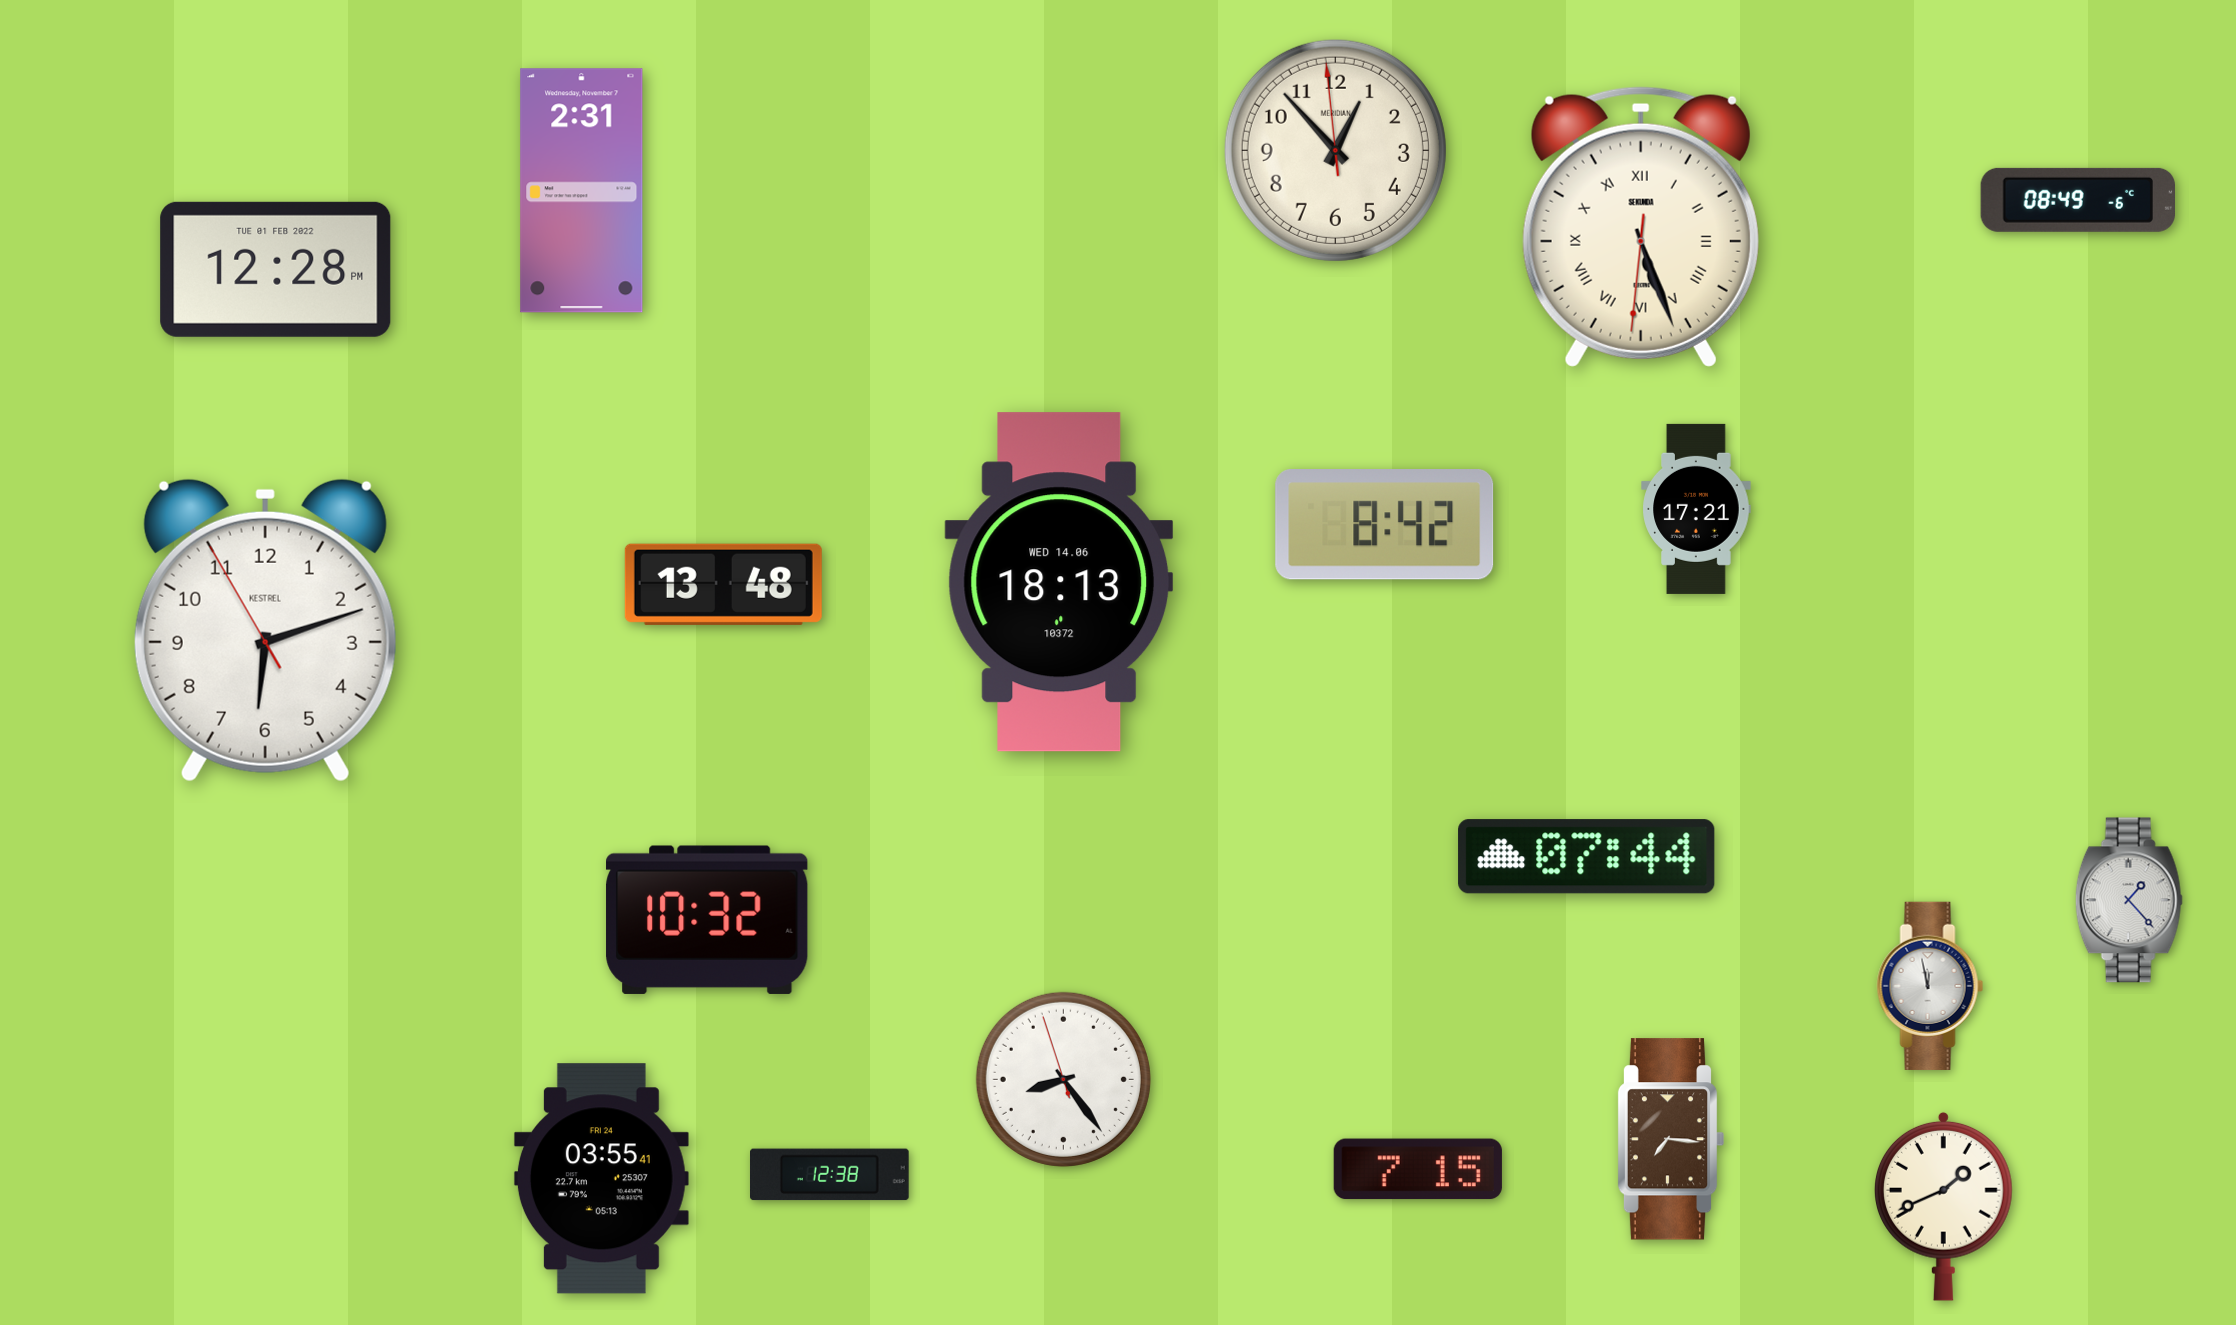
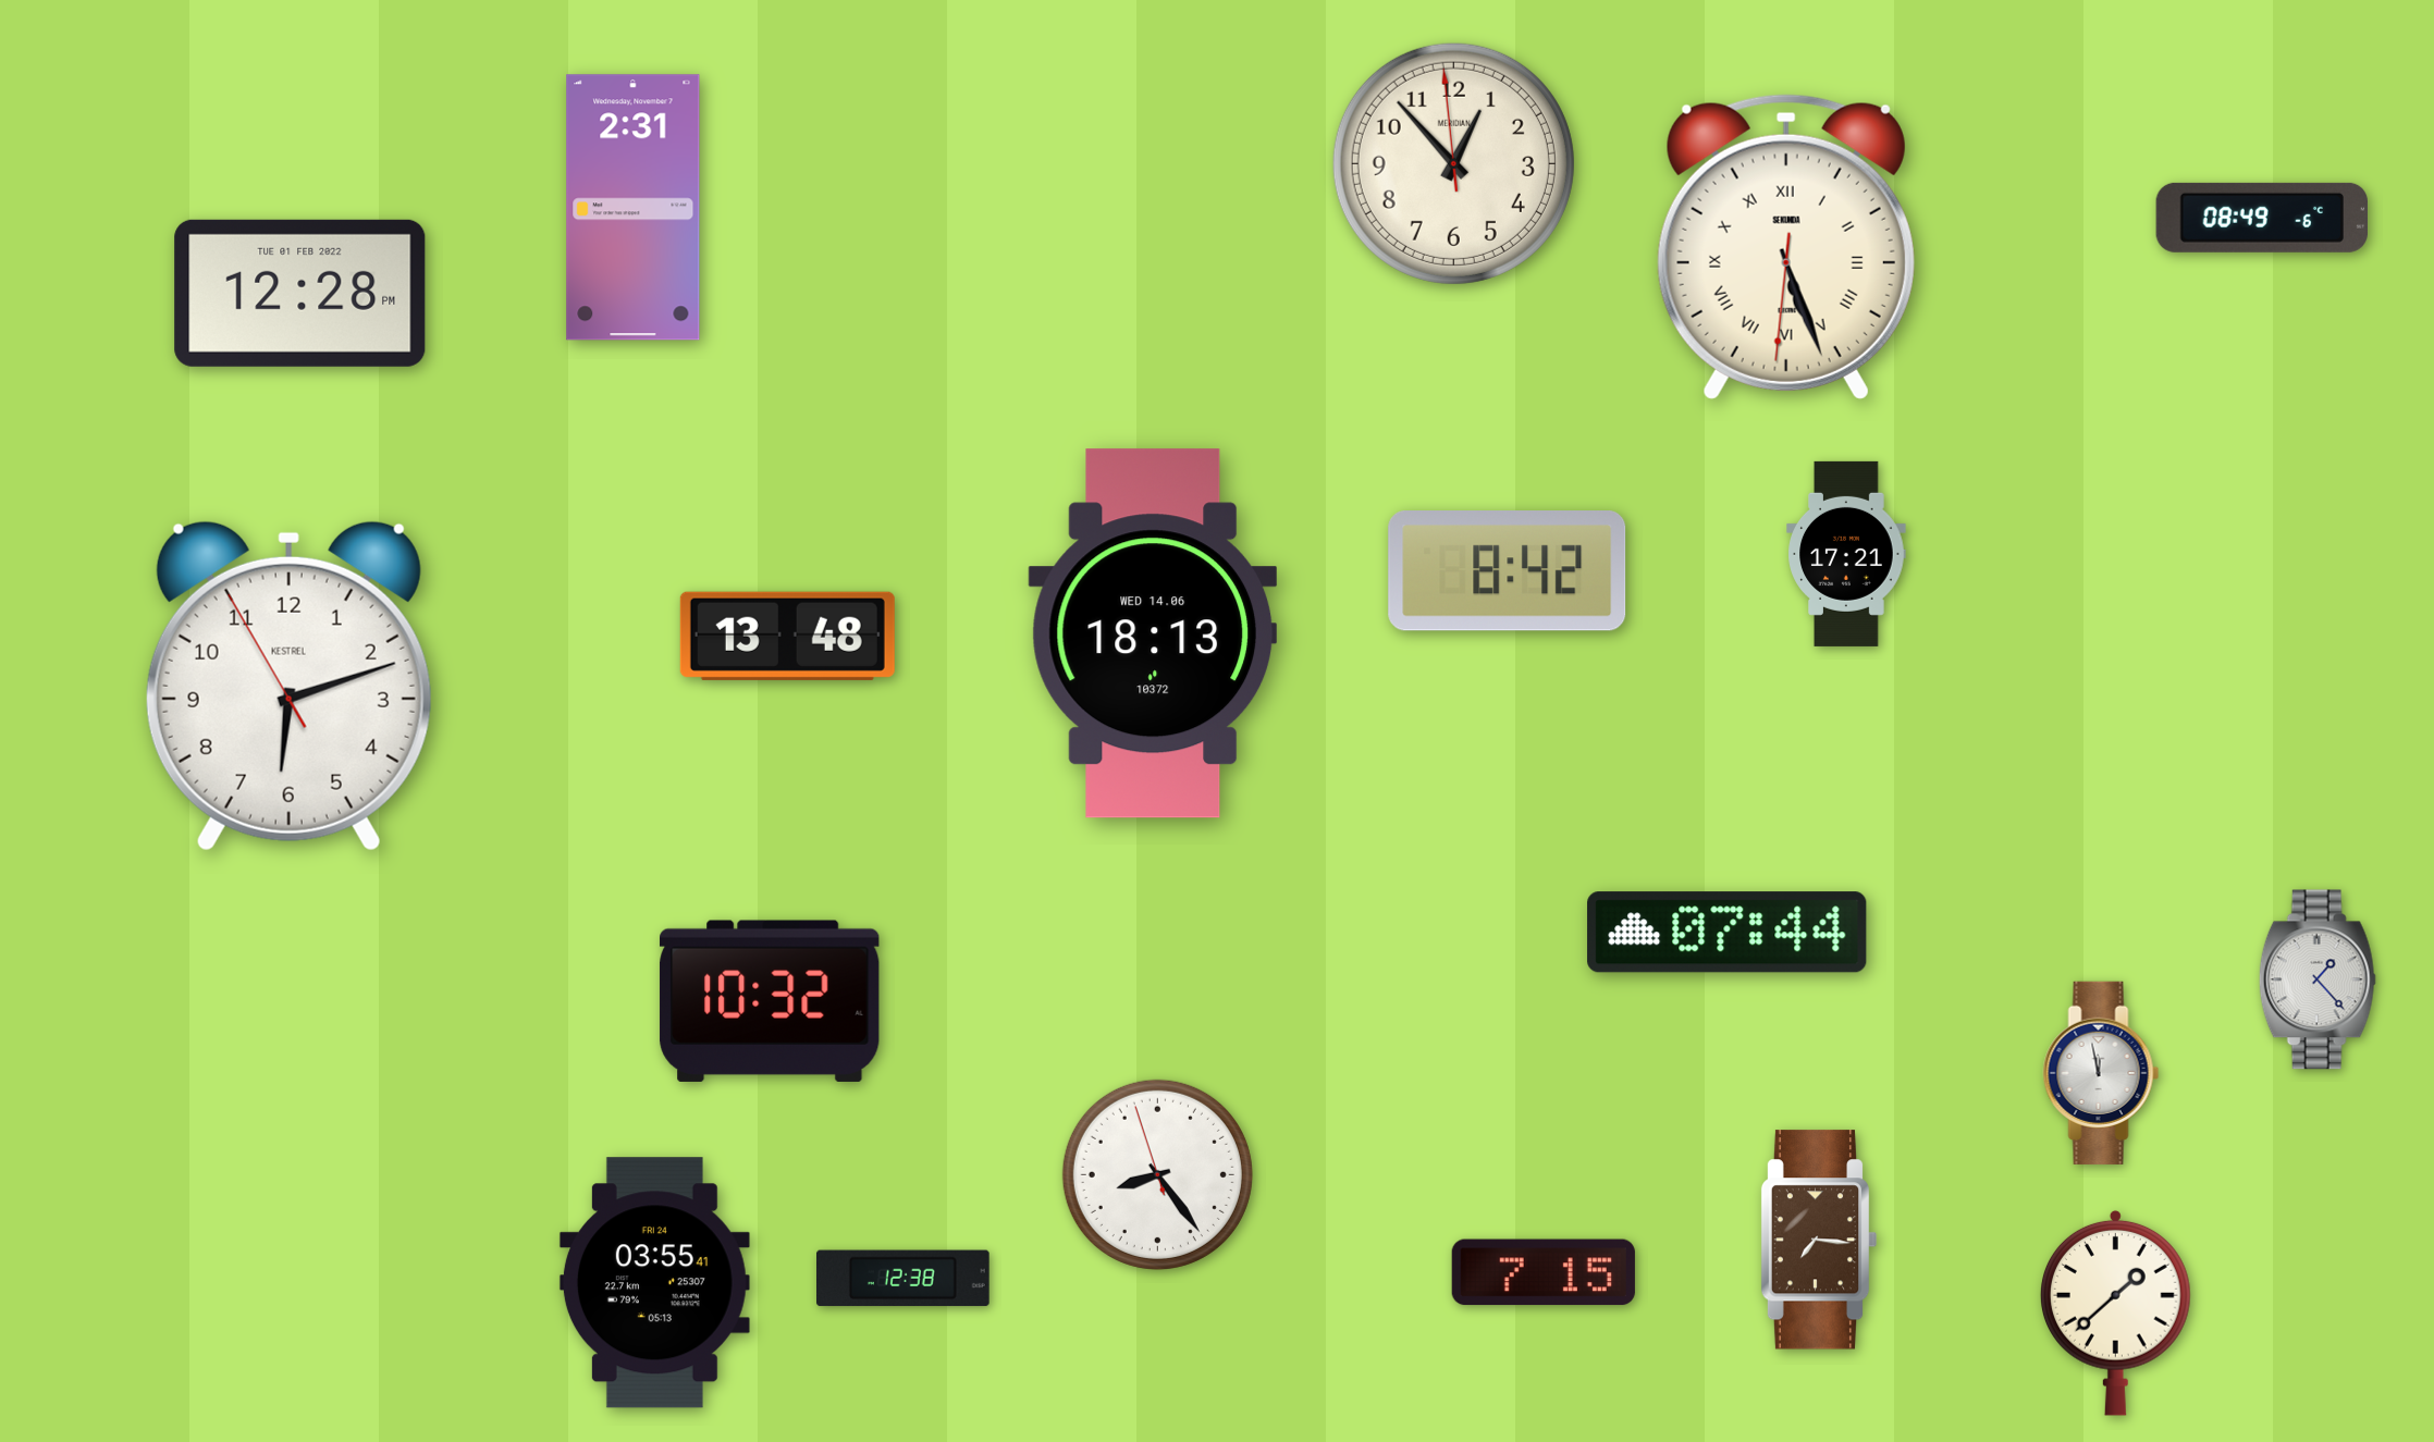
clock at (1944, 1206): 1:41 -> 1:38
